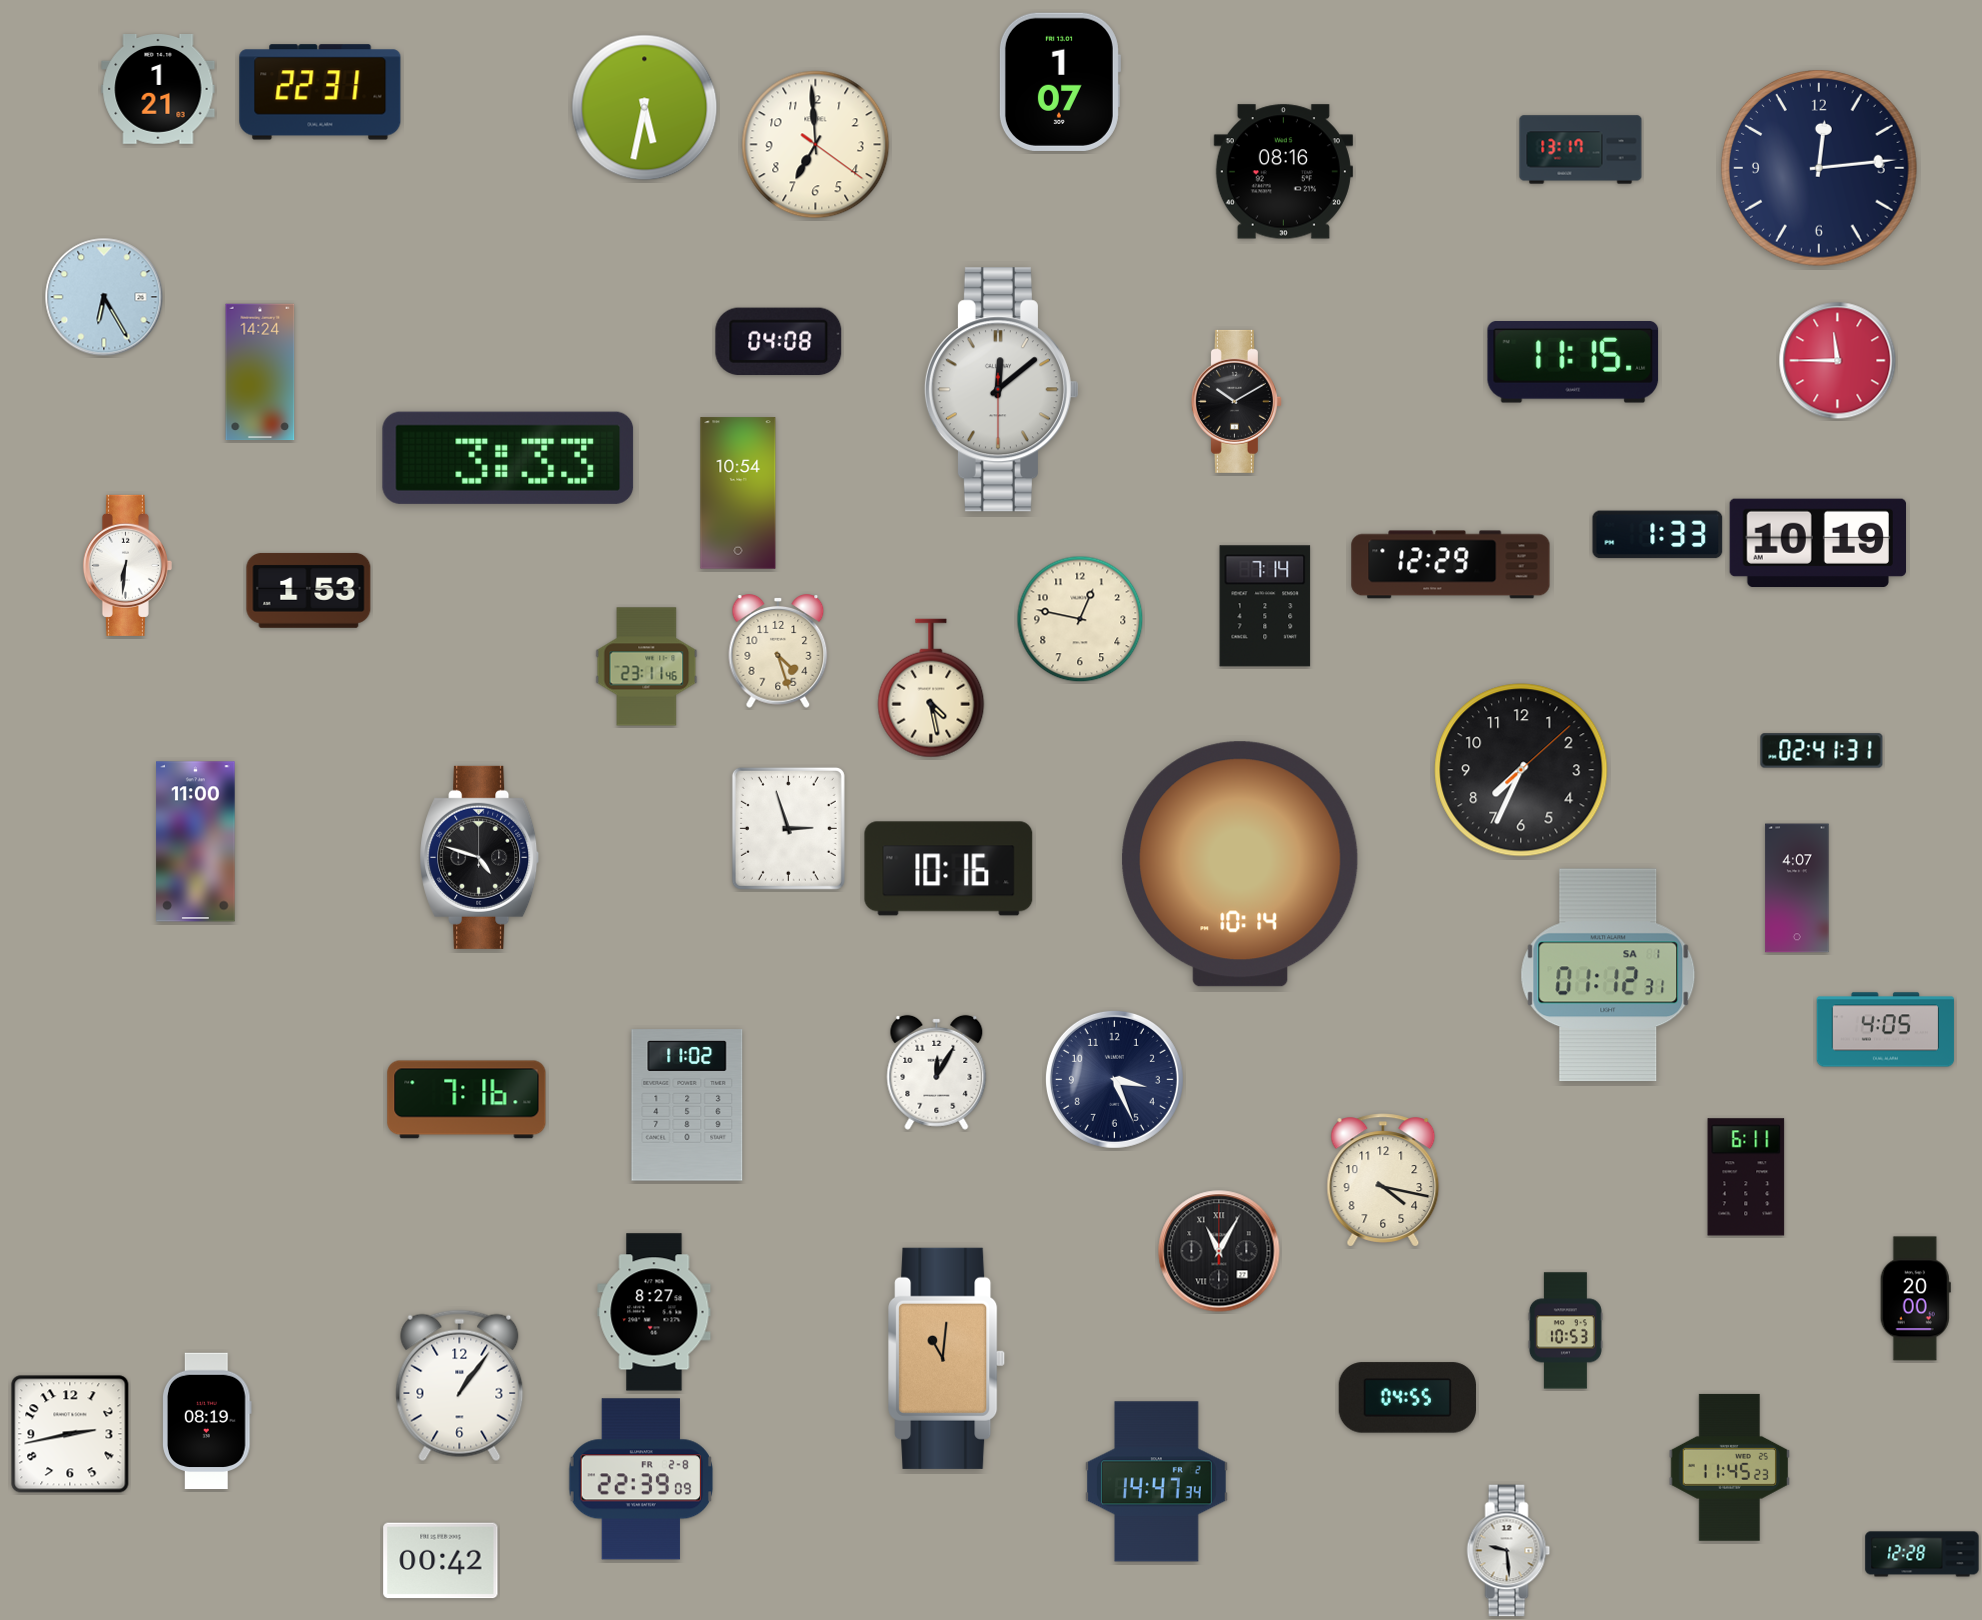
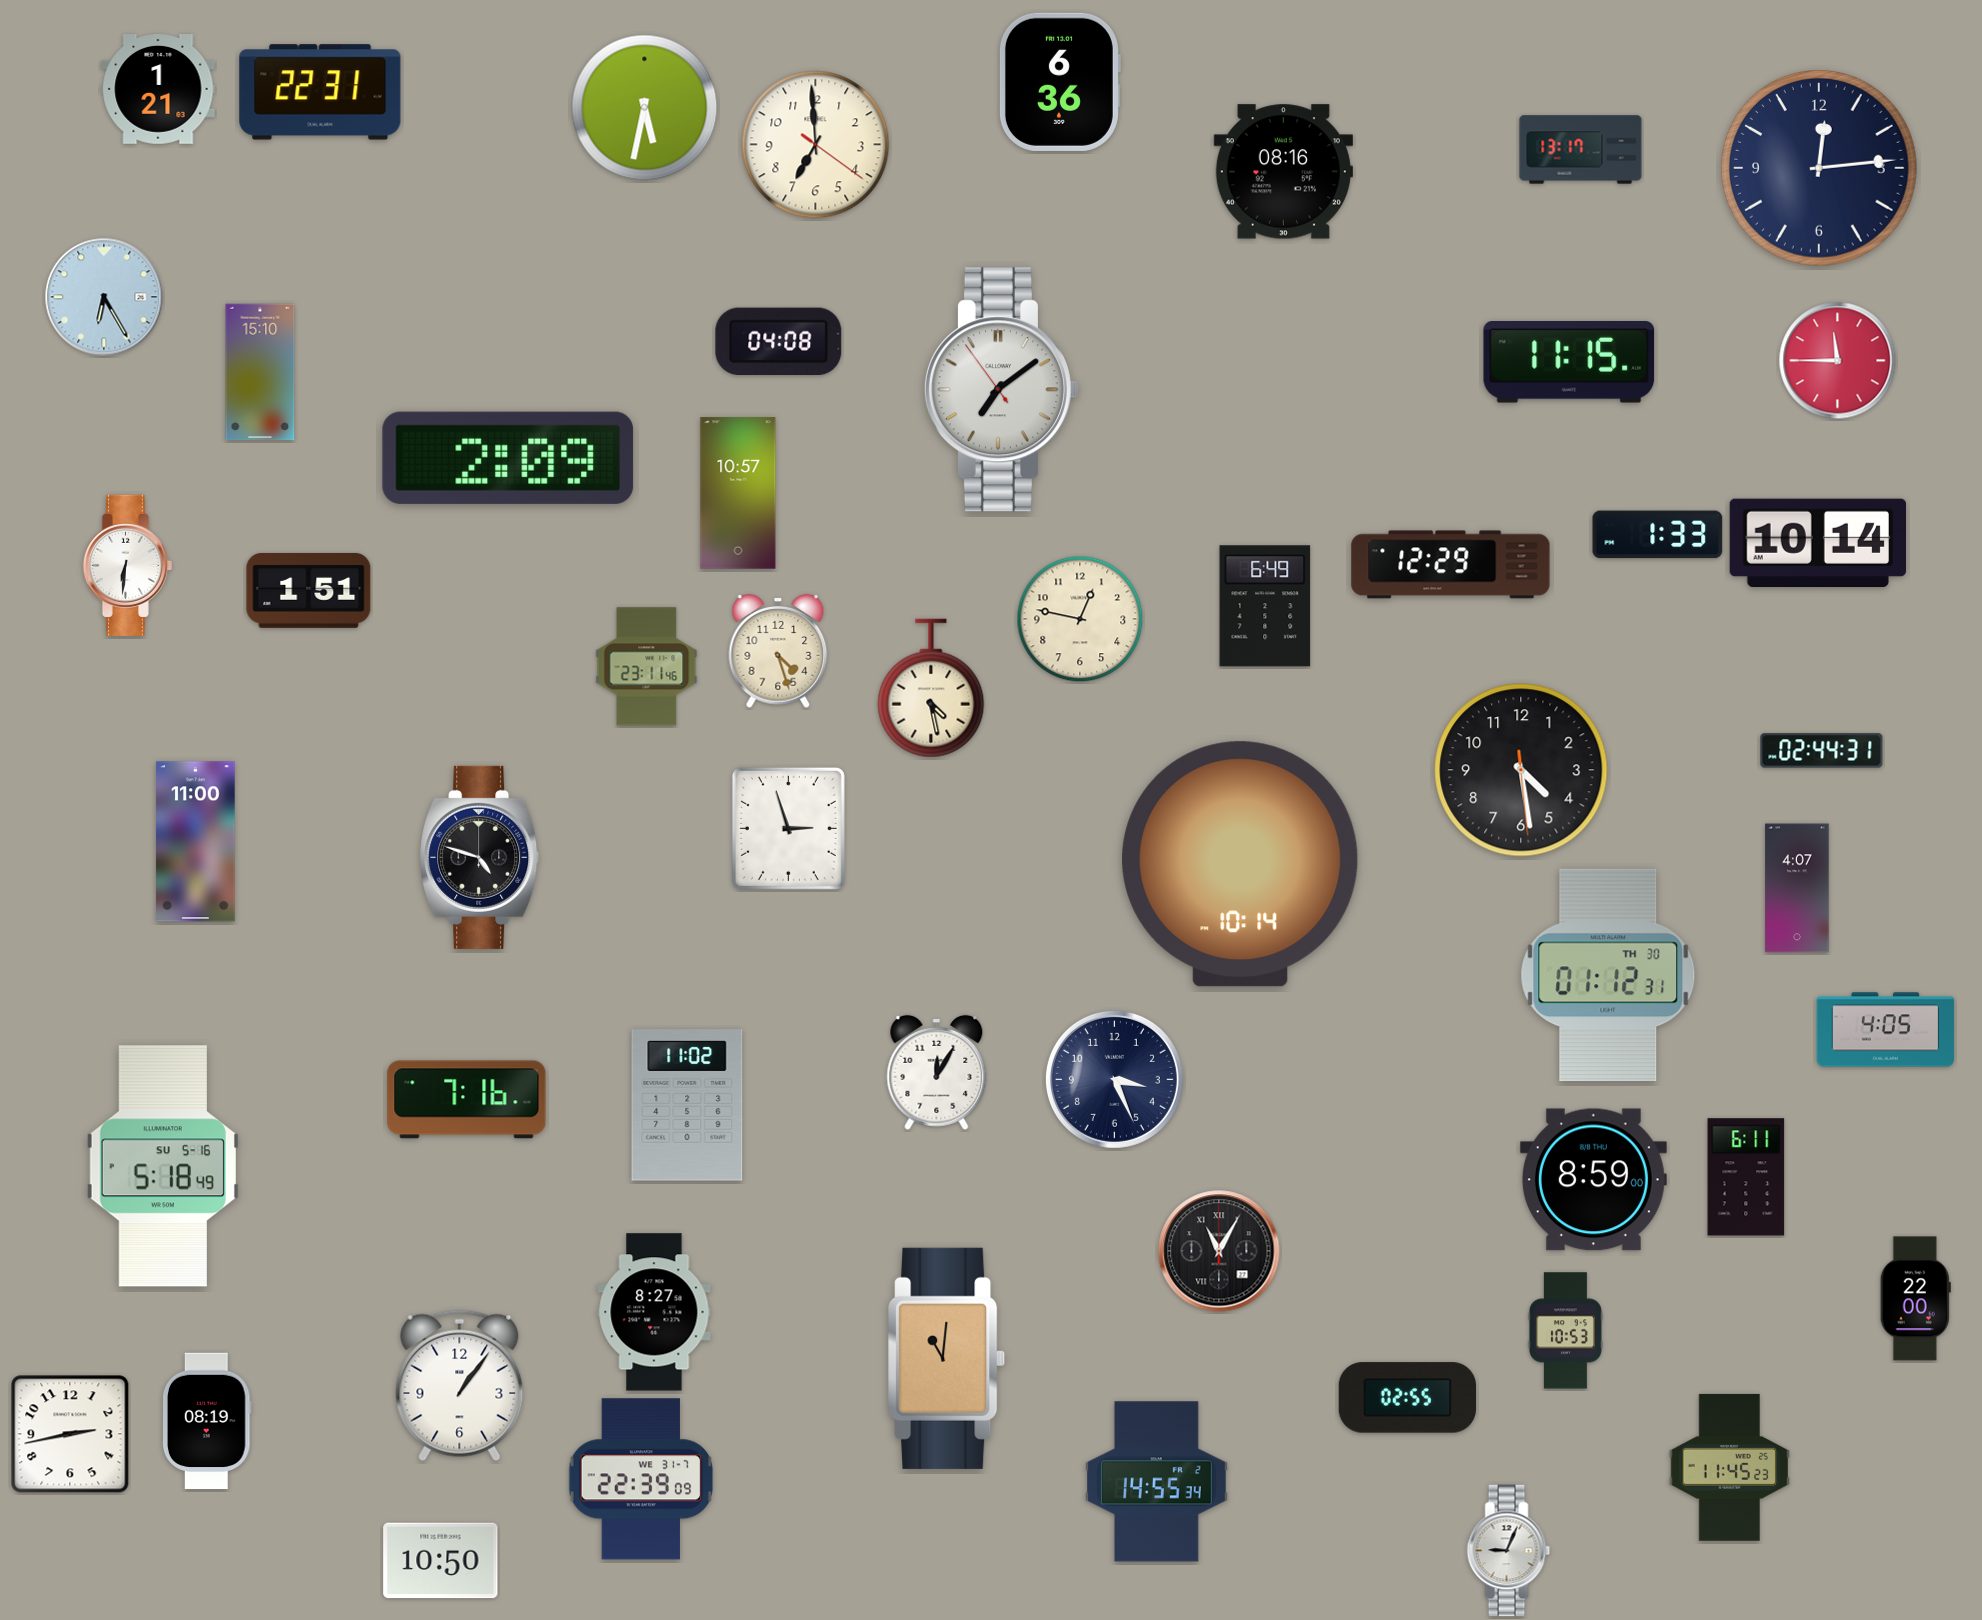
clock at (1059, 82): 1:07 -> 6:36
clock at (1573, 363) position: (1573, 363) -> (1569, 363)
clock at (260, 372): 14:24 -> 15:10
clock at (1001, 390): 12:08 -> 7:08
clock at (1236, 401): 10:10 -> none
clock at (508, 458): 3:33 -> 2:09
clock at (738, 493): 10:54 -> 10:57
clock at (1817, 542): 10:19 -> 10:14
clock at (309, 590): 1:53 -> 1:51
clock at (1265, 606): 7:14 -> 6:49
clock at (1822, 751): 02:41 -> 02:44
clock at (1521, 770): 7:34 -> 4:28
clock at (949, 869): 10:16 -> none
clock at (1608, 975) date: SA 1 -> TH 30
clock at (163, 1166): none -> 5:18
clock at (1383, 1180): 4:17 -> none
clock at (1593, 1180): none -> 8:59
clock at (1915, 1299): 20:00 -> 22:00
clock at (1407, 1398): 04:55 -> 02:55
clock at (641, 1479) date: FR 2-8 -> WE 31-7
clock at (1157, 1482): 14:47 -> 14:55
clock at (1509, 1551): 9:29 -> 9:04
clock at (1922, 1554): 12:28 -> none
clock at (441, 1561): 00:42 -> 10:50
